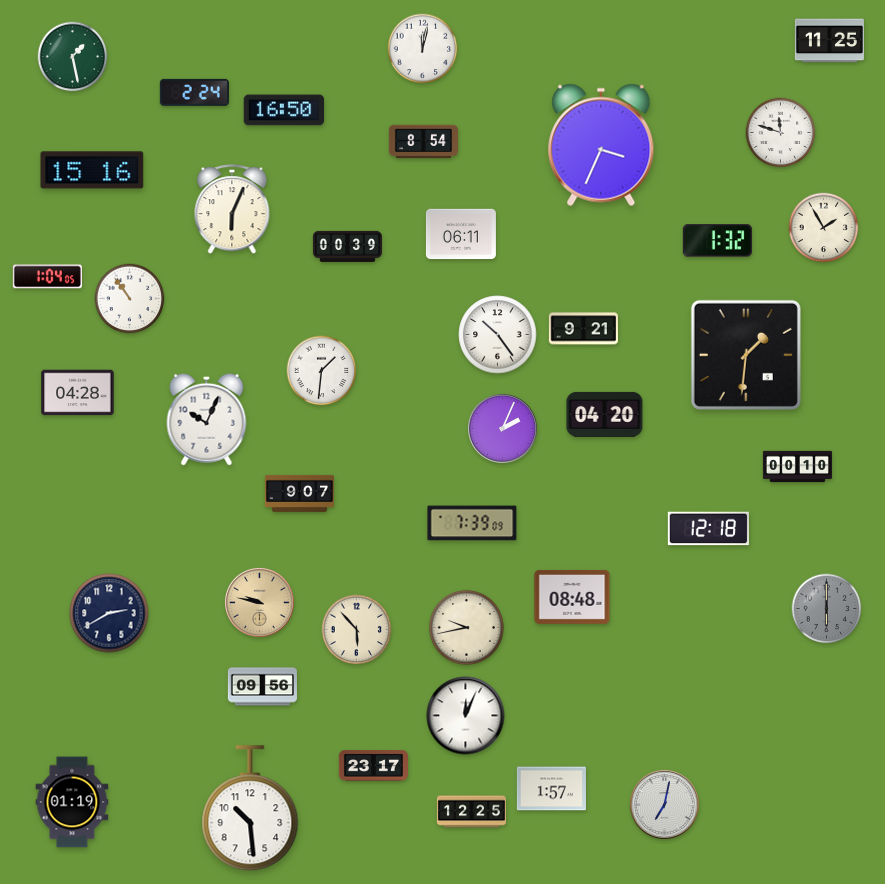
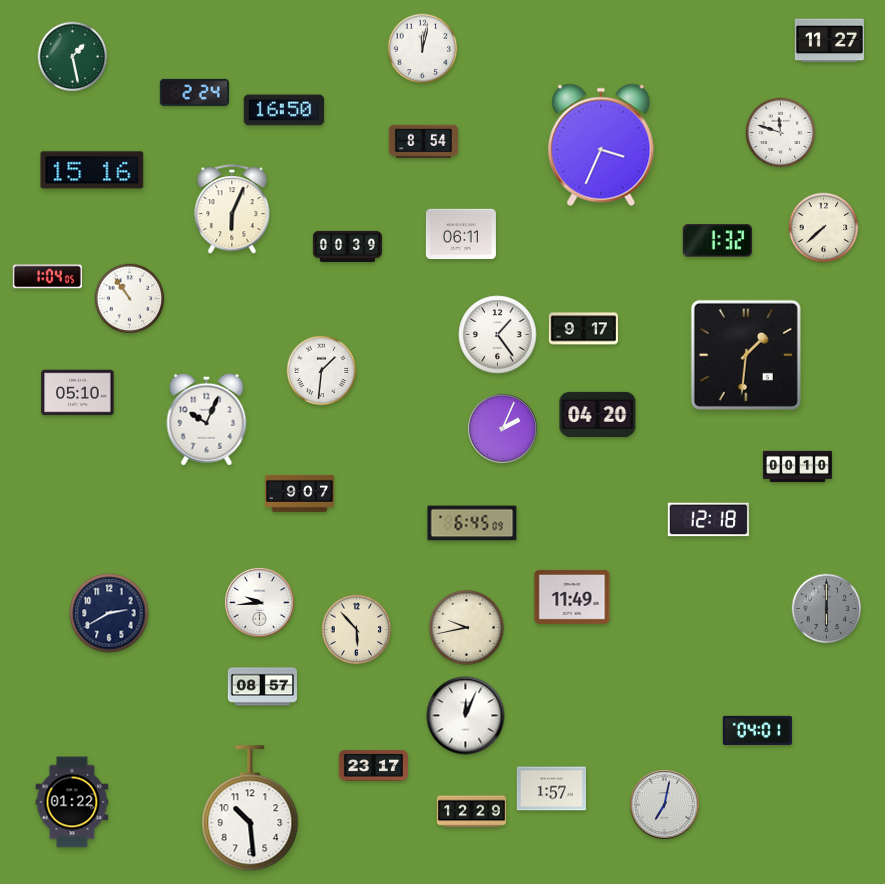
clock at (829, 41): 11:25 -> 11:27
clock at (824, 228): 1:55 -> 7:38
clock at (583, 329): 9:21 -> 9:17
clock at (498, 335): 10:24 -> 1:24
clock at (78, 393): 04:28 -> 05:10
clock at (605, 414) position: (605, 414) -> (598, 414)
clock at (472, 523): 7:39 -> 6:45
clock at (708, 529) position: (708, 529) -> (708, 520)
clock at (572, 597): 08:48 -> 11:49
clock at (259, 602): 9:47 -> 9:44
clock at (259, 602) dial: champagne -> white
clock at (262, 687): 09:56 -> 08:57
clock at (757, 730): none -> 04:01
clock at (72, 802): 01:19 -> 01:22
clock at (471, 812): 12:25 -> 12:29
